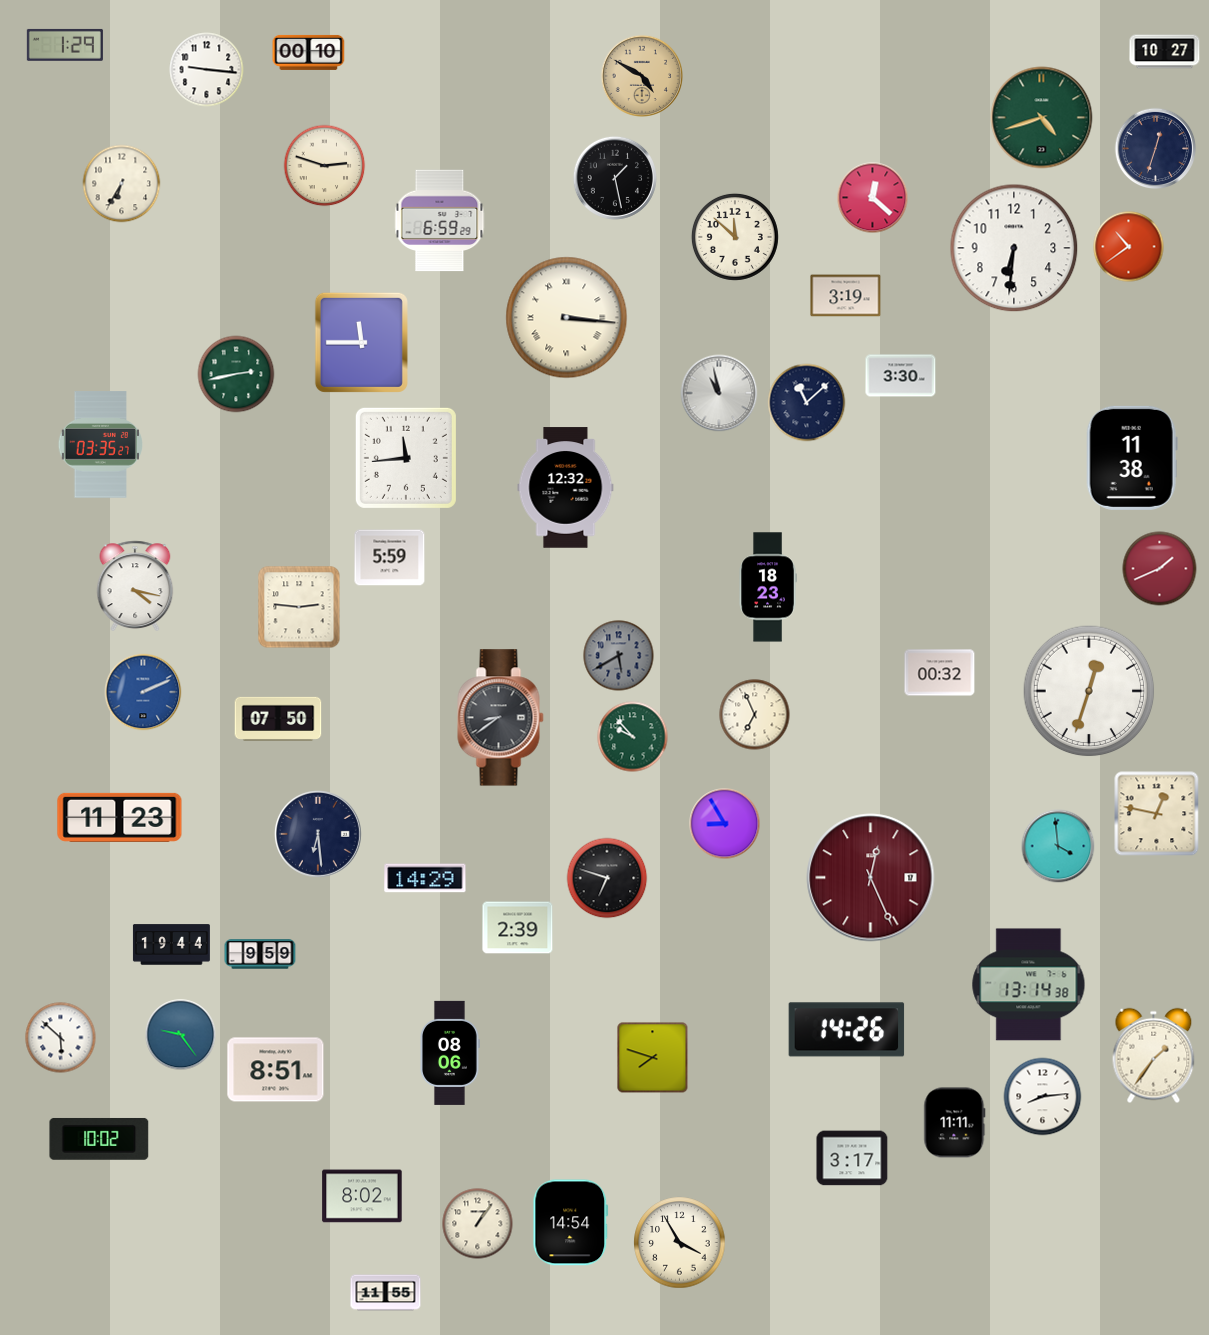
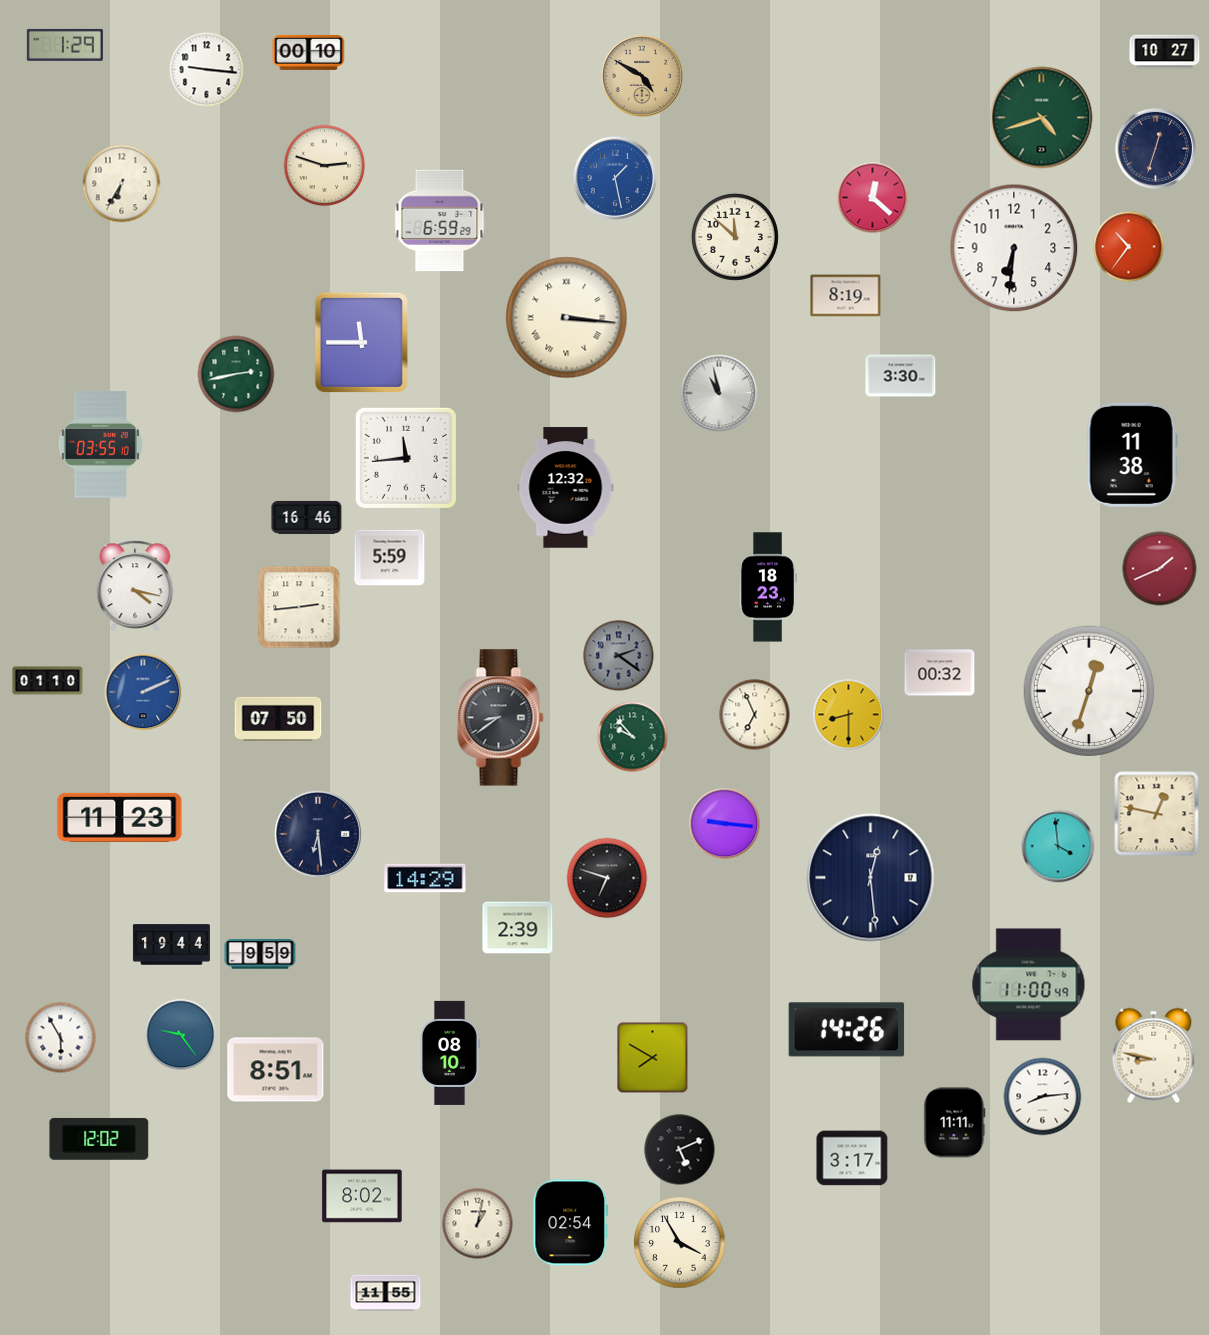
clock at (615, 178) dial: black -> blue
clock at (1129, 247): 10:39 -> 10:36
clock at (846, 296): 3:19 -> 8:19
clock at (807, 403): 11:08 -> none
clock at (100, 445): 03:35 -> 03:55
clock at (1132, 458) position: (1132, 458) -> (1132, 455)
clock at (307, 517): none -> 16:46
clock at (299, 607): 2:46 -> 2:44
clock at (619, 656): 5:40 -> 2:21
clock at (48, 681): none -> 01:10
clock at (849, 715): none -> 8:30
clock at (725, 824): 8:55 -> 9:16
clock at (871, 878): 12:26 -> 12:29
clock at (871, 878) dial: burgundy -> navy
clock at (1029, 985): 13:14 -> 11:00
clock at (61, 1038): 5:52 -> 5:55
clock at (450, 1053): 08:06 -> 08:10
clock at (1154, 1056): 1:36 -> 8:47
clock at (653, 1058): 7:48 -> 7:50
clock at (99, 1139): 10:02 -> 12:02
clock at (680, 1150): none -> 5:11
clock at (571, 1223): 14:54 -> 02:54
clock at (478, 1224): 1:06 -> 1:02
